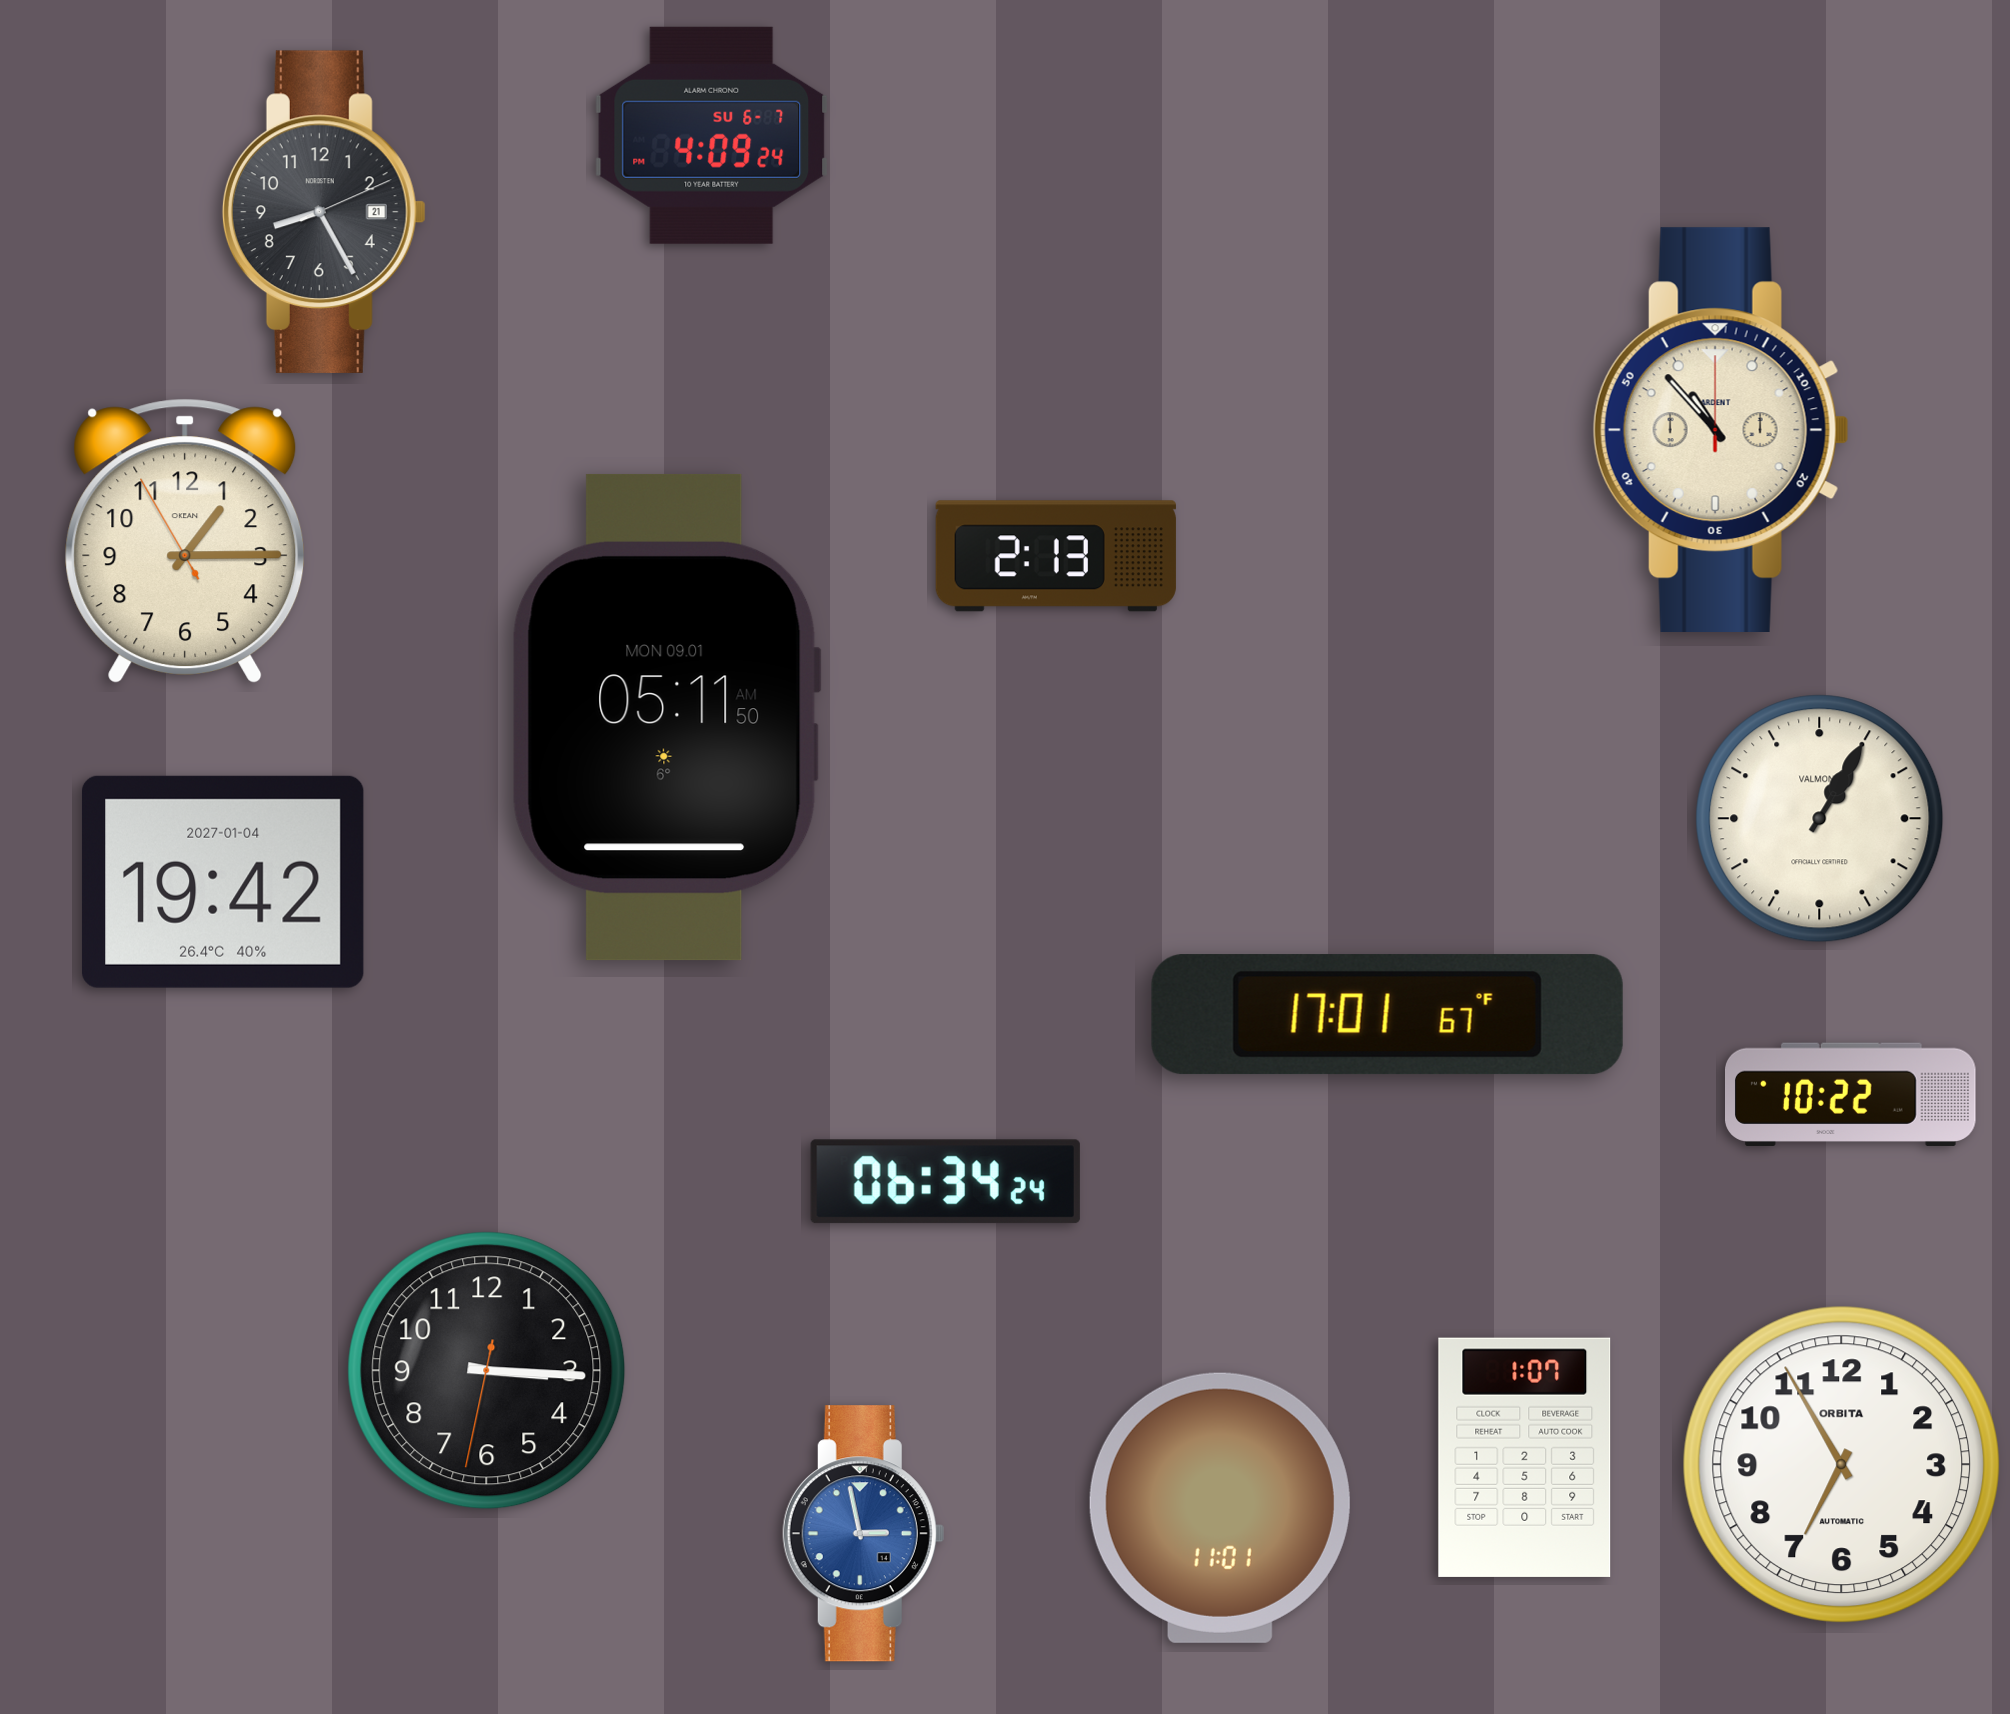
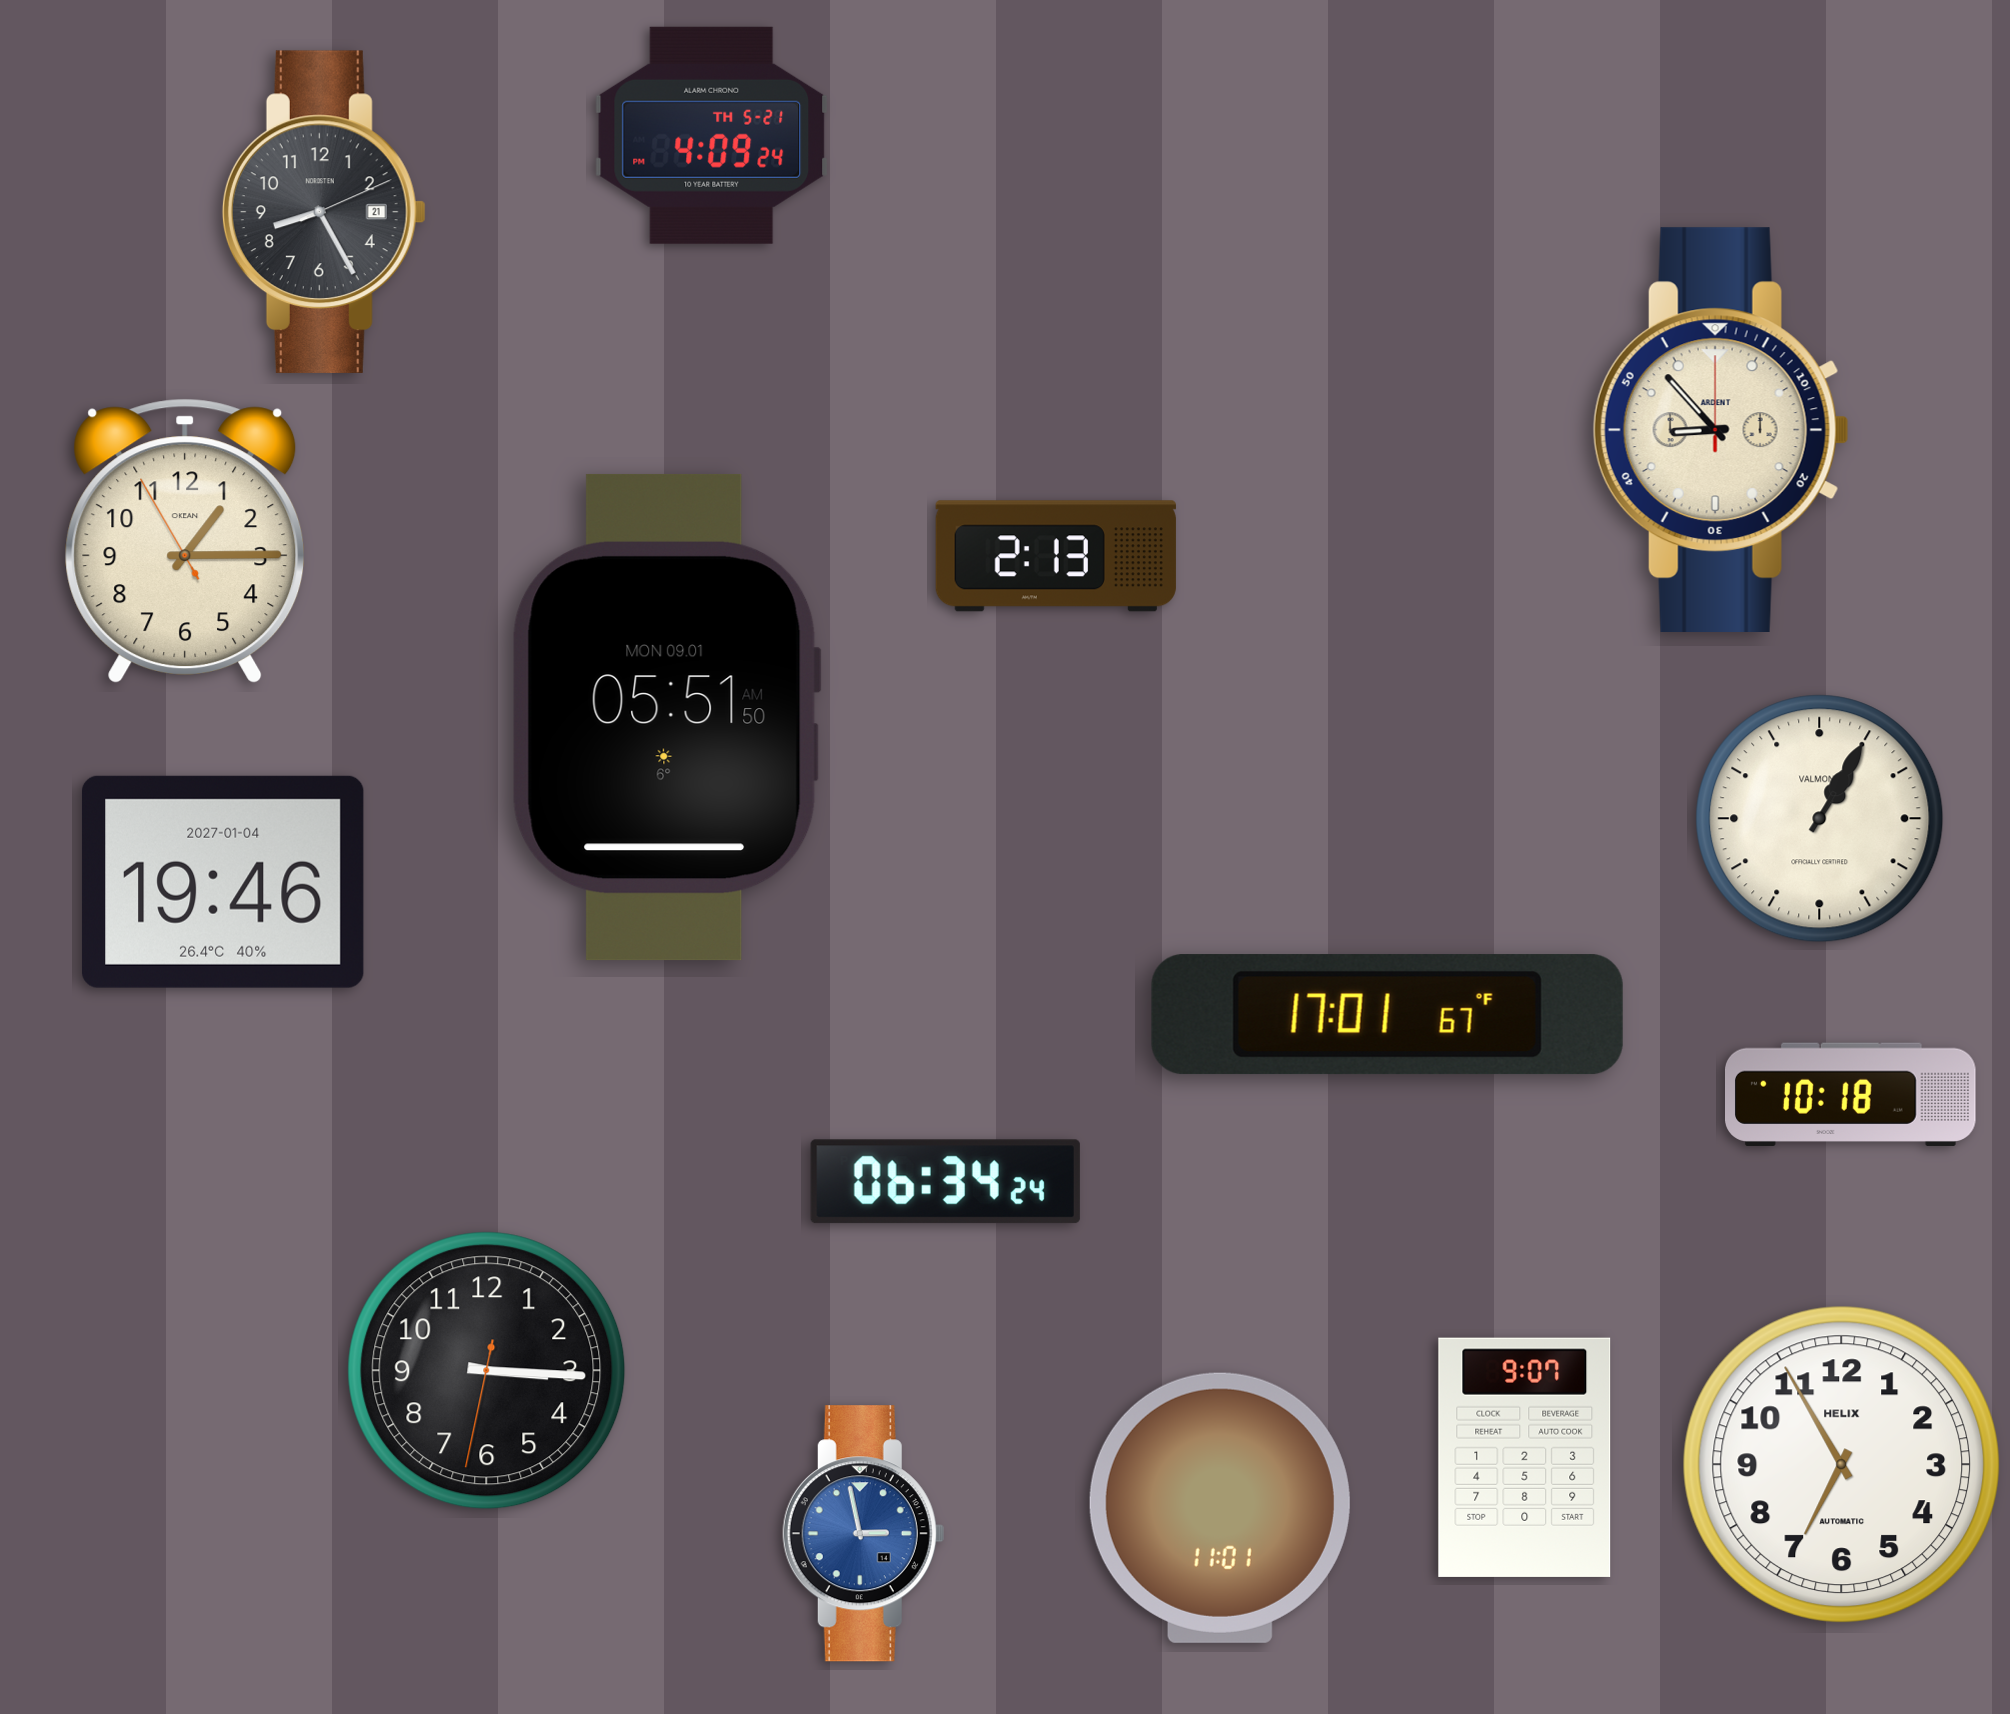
clock at (712, 135) date: SU 6-7 -> TH 5-21
clock at (1721, 429): 10:53 -> 8:53
clock at (666, 717): 05:11 -> 05:51
clock at (223, 882): 19:42 -> 19:46
clock at (1851, 1094): 10:22 -> 10:18
clock at (1525, 1457): 1:07 -> 9:07
clock at (1841, 1464) brand: ORBITA -> HELIX
